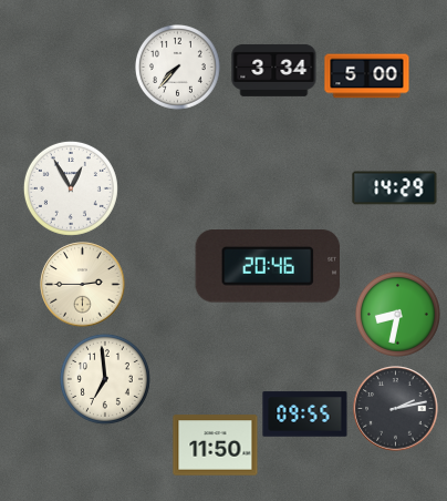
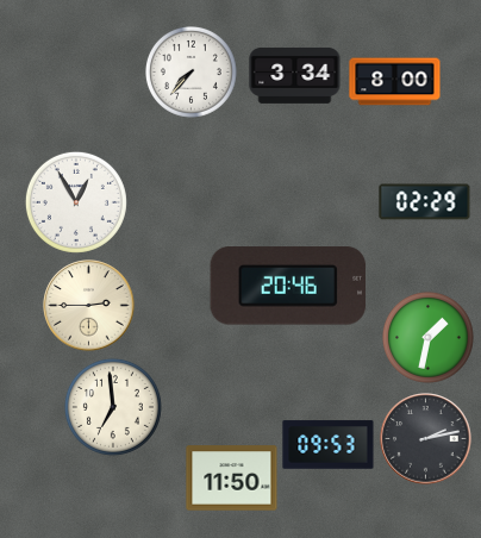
clock at (367, 76): 5:00 -> 8:00
clock at (395, 188): 14:29 -> 02:29
clock at (397, 314): 8:32 -> 1:32
clock at (305, 415): 09:55 -> 09:53
